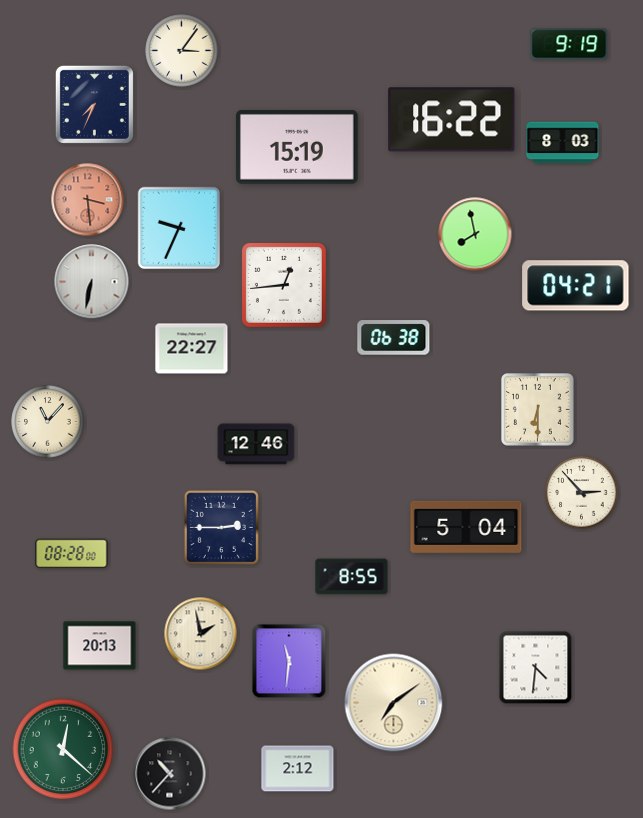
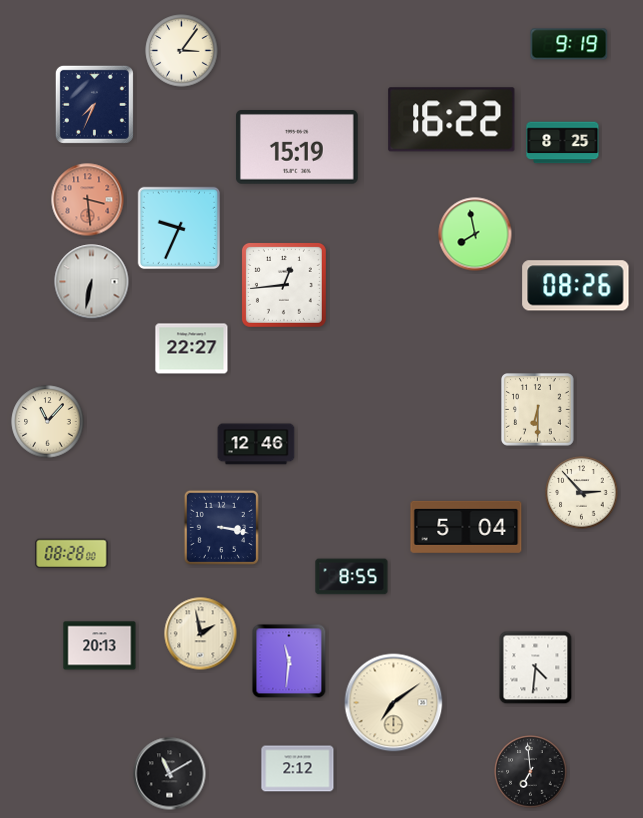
clock at (563, 143): 8:03 -> 8:25
clock at (576, 286): 04:21 -> 08:26
clock at (394, 338): 06:38 -> none
clock at (221, 527): 2:45 -> 3:17
clock at (63, 749): 12:22 -> none
clock at (531, 772): none -> 6:59
clock at (170, 774): 10:37 -> 11:10
